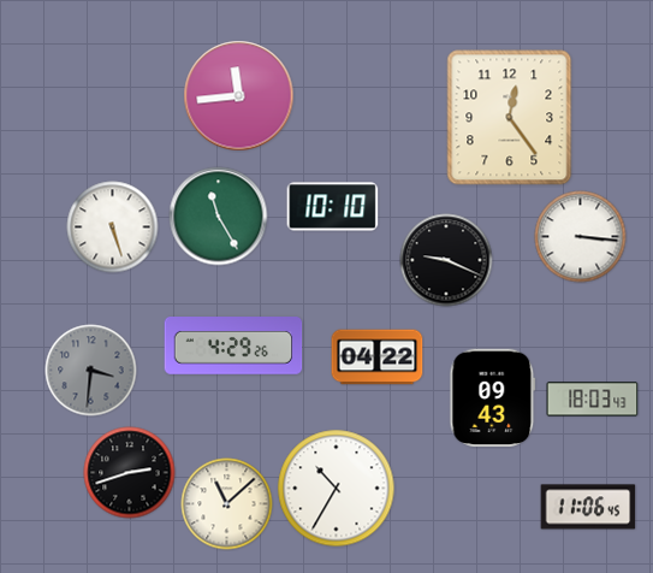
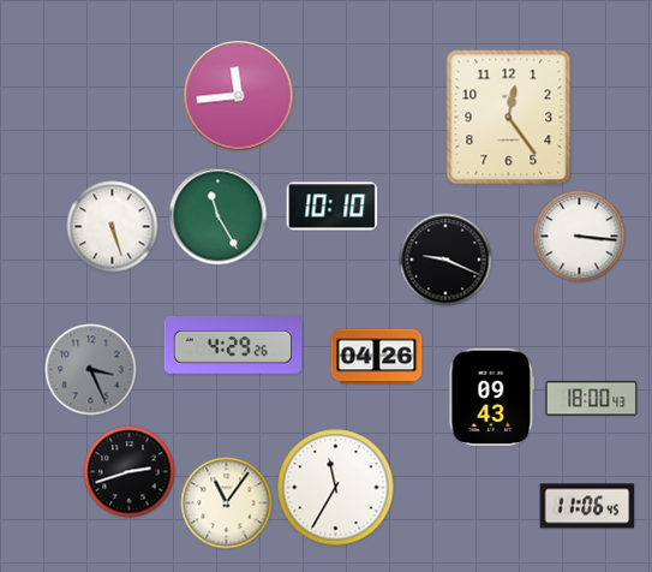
clock at (378, 358): 04:22 -> 04:26
clock at (91, 371): 3:31 -> 3:26
clock at (593, 400): 18:03 -> 18:00
clock at (337, 489): 10:35 -> 11:35
clock at (227, 504): 11:08 -> 11:06
